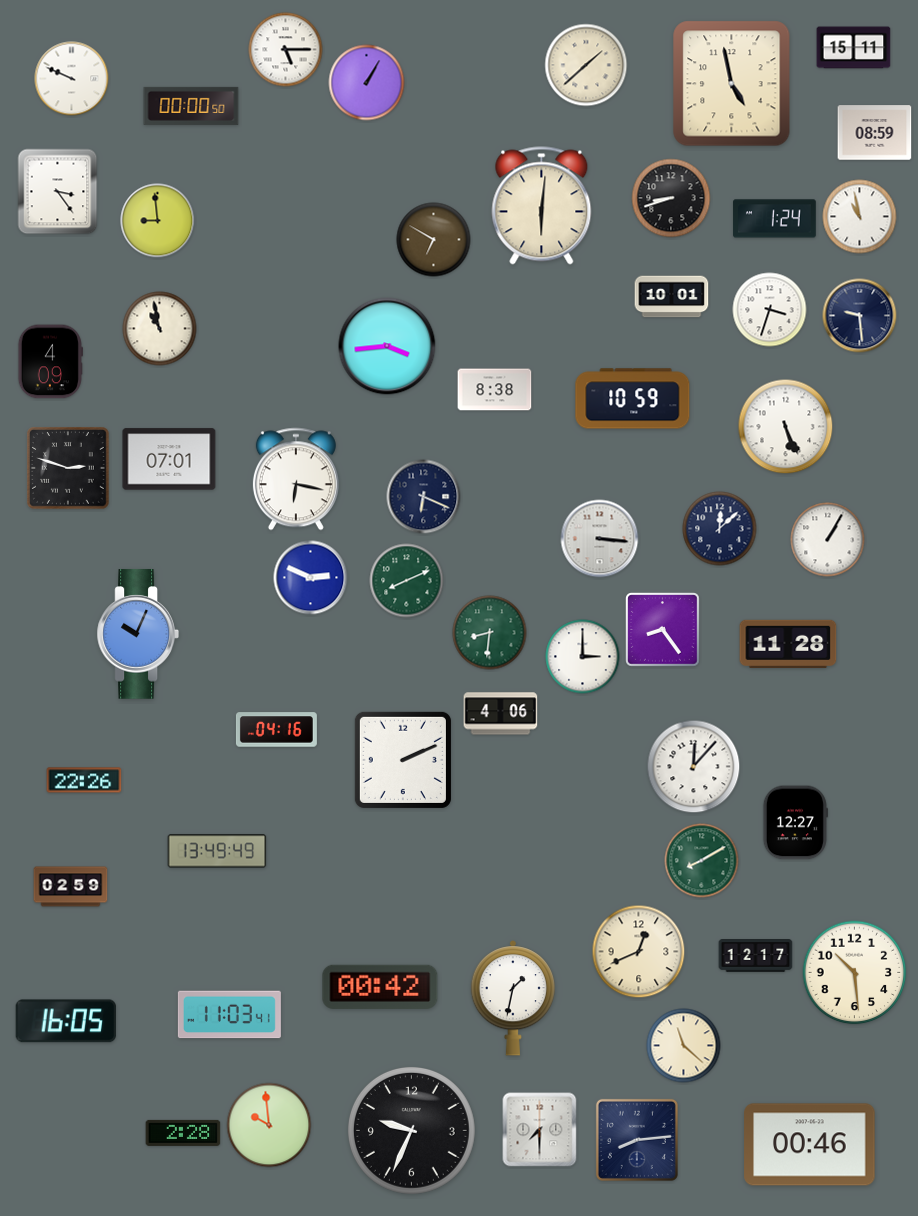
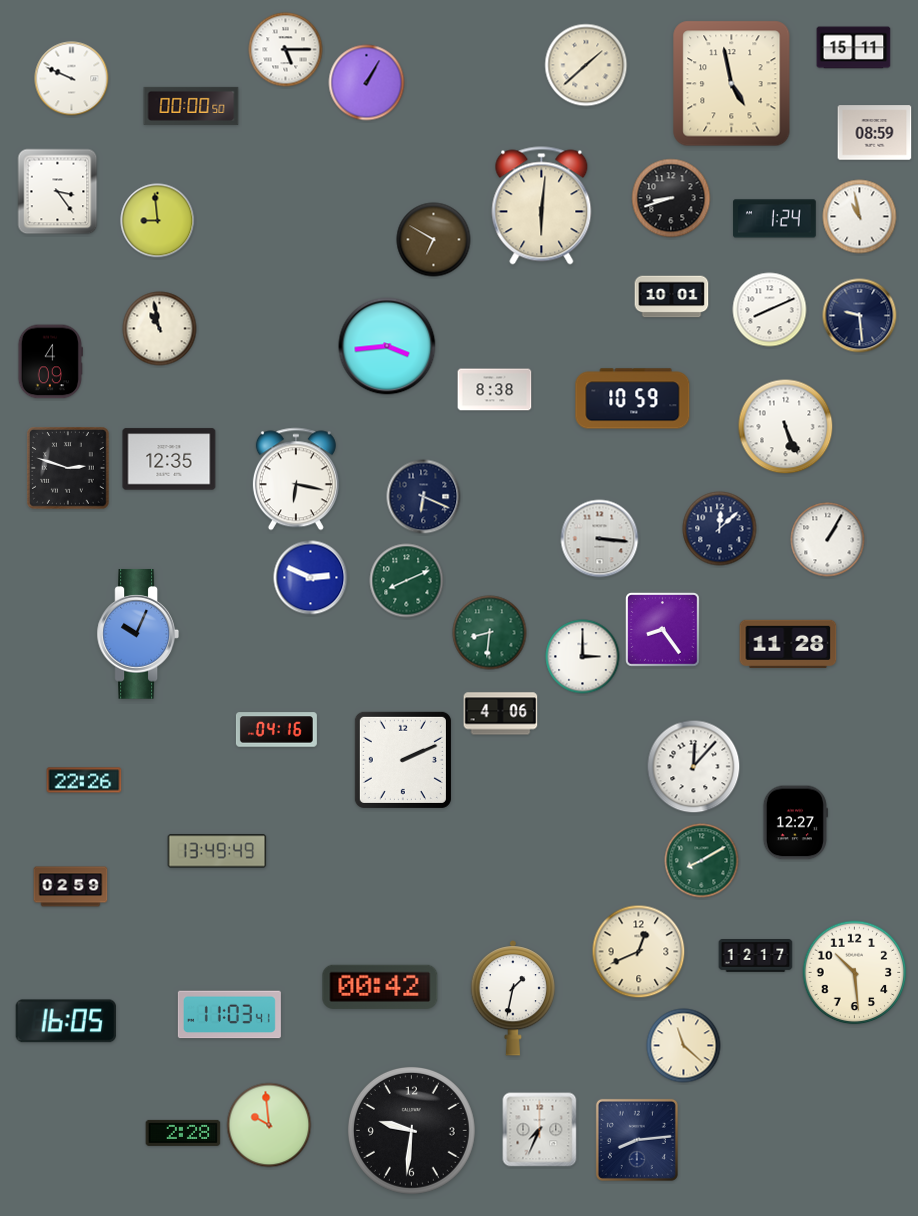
clock at (770, 310): 3:33 -> 8:11
clock at (169, 459): 07:01 -> 12:35
clock at (411, 1130): 9:34 -> 9:31
clock at (540, 1130): 7:30 -> 7:34
clock at (810, 1145): 00:46 -> none
